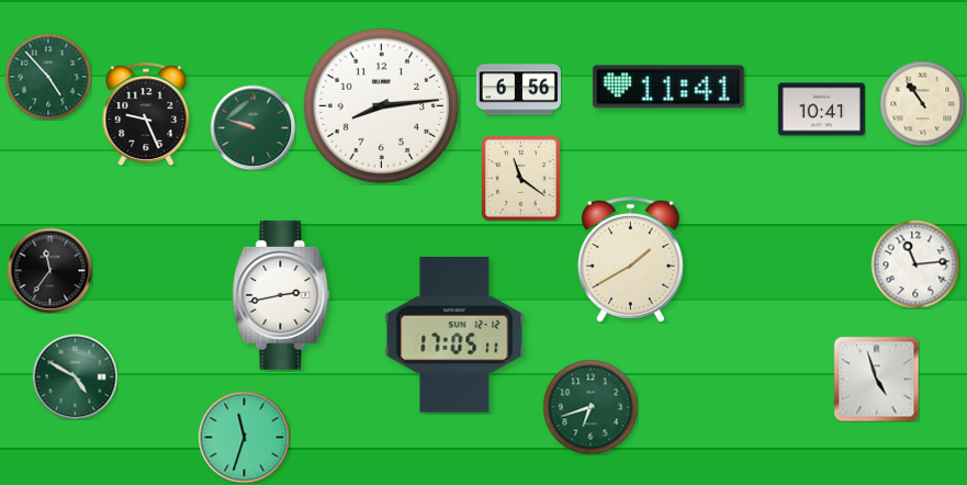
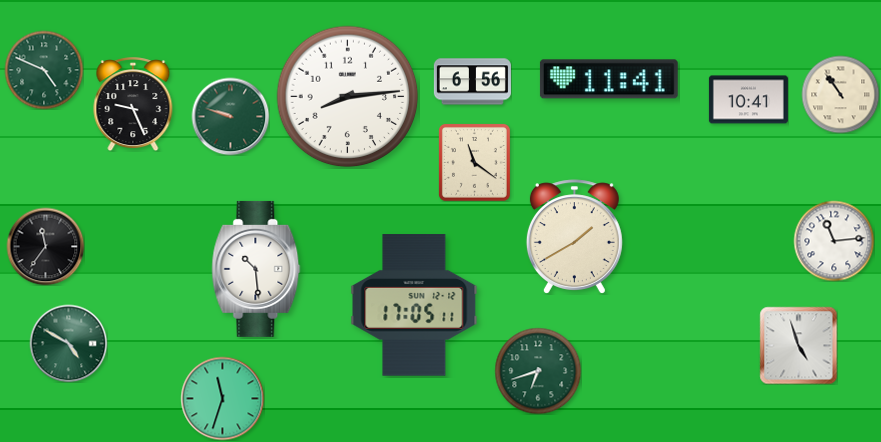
clock at (48, 77): 4:53 -> 4:49
clock at (281, 295): 2:43 -> 10:29
